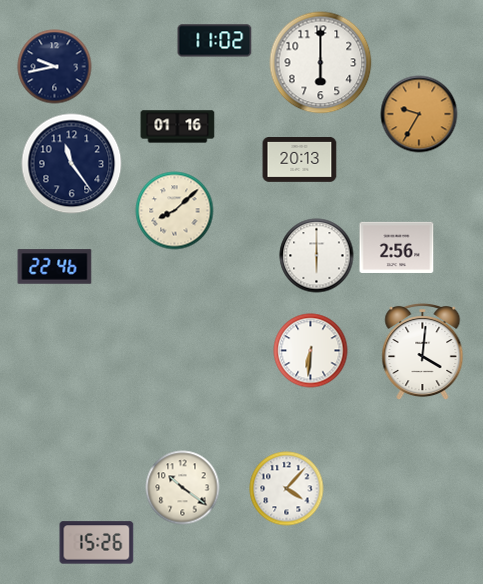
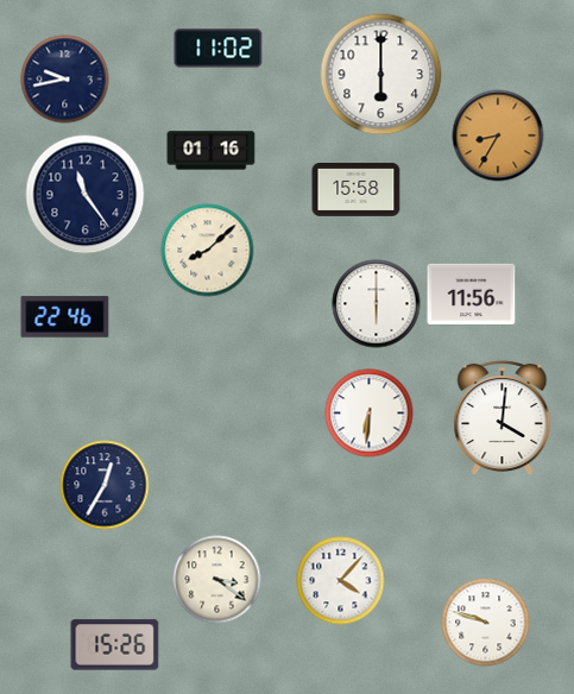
clock at (215, 41) position: (215, 41) -> (219, 49)
clock at (419, 114): 9:35 -> 8:35
clock at (300, 160): 20:13 -> 15:58
clock at (397, 247): 2:56 -> 11:56
clock at (311, 351) position: (311, 351) -> (370, 414)
clock at (105, 485): none -> 12:35
clock at (183, 488): 10:21 -> 3:21
clock at (486, 623): none -> 9:48
